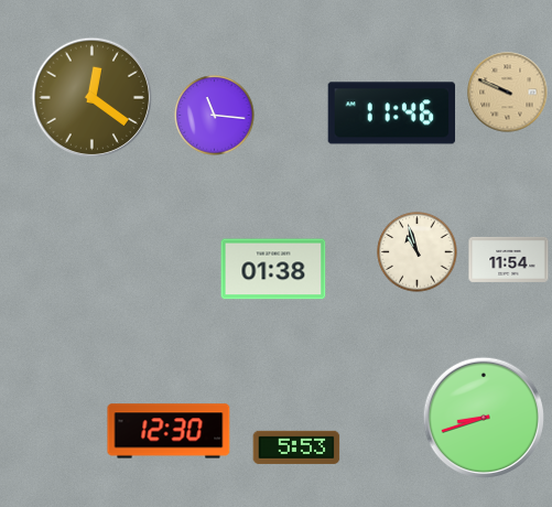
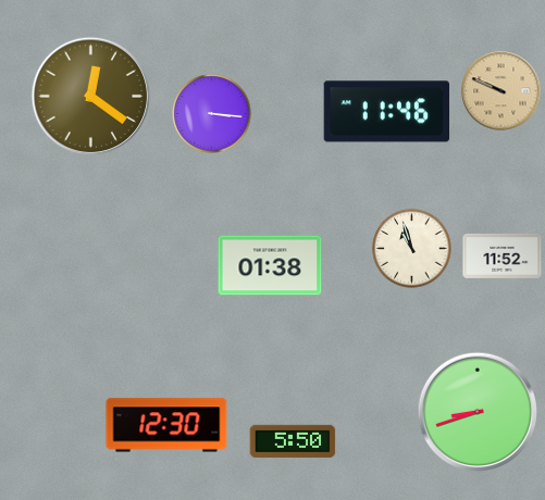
clock at (215, 116): 11:16 -> 3:16
clock at (509, 259): 11:54 -> 11:52
clock at (296, 447): 5:53 -> 5:50
